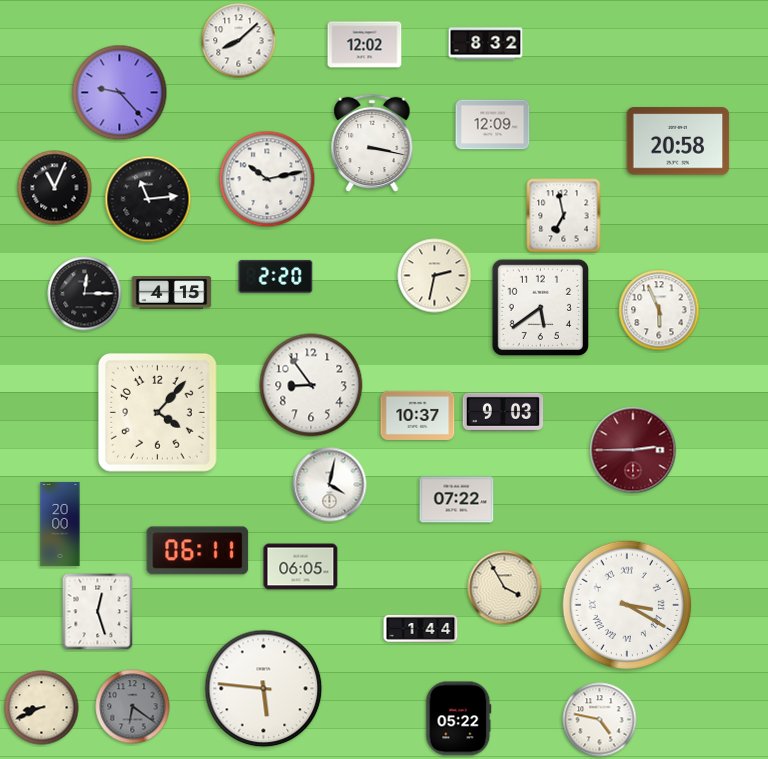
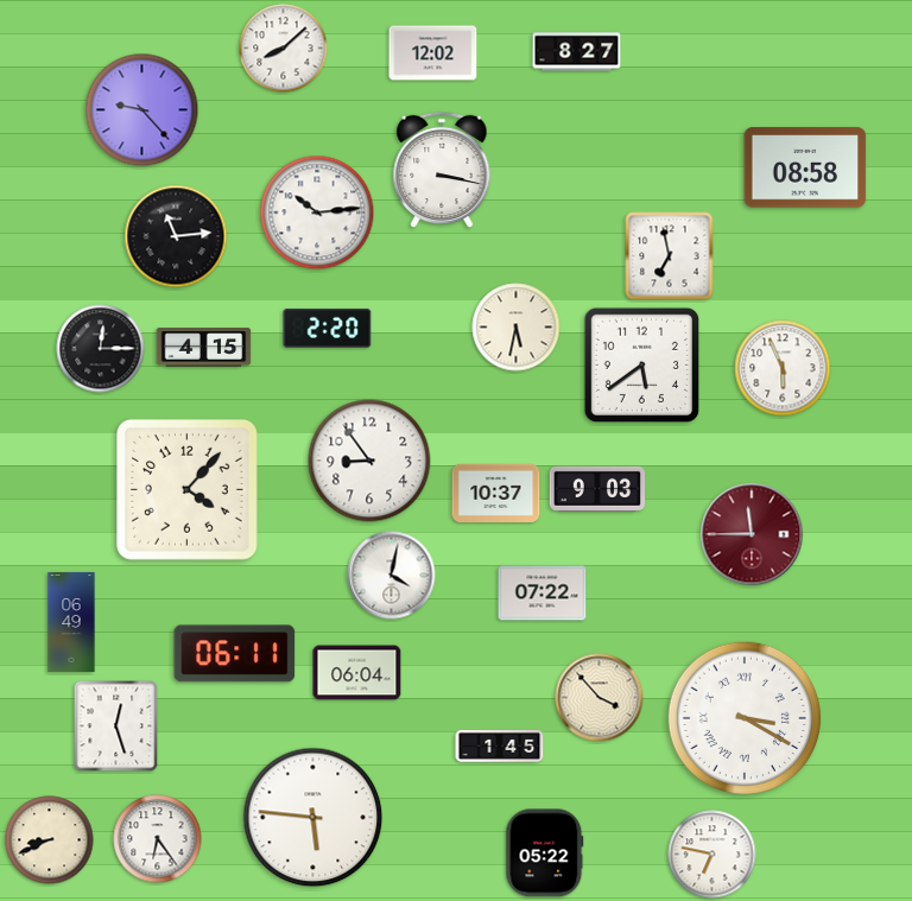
clock at (486, 44): 8:32 -> 8:27
clock at (493, 125): 12:09 -> none
clock at (678, 141): 20:58 -> 08:58
clock at (267, 179): 10:13 -> 10:14
clock at (55, 188): 11:04 -> none
clock at (435, 276): 2:32 -> 5:32
clock at (311, 385) position: (311, 385) -> (369, 461)
clock at (633, 450): 2:45 -> 11:45
clock at (60, 524): 20:00 -> 06:49
clock at (301, 567): 06:05 -> 06:04
clock at (505, 588): 3:55 -> 3:53
clock at (421, 629): 1:44 -> 1:45
clock at (133, 707): 6:21 -> 6:24
clock at (133, 707) dial: grey -> white
clock at (600, 720): 4:47 -> 6:47
